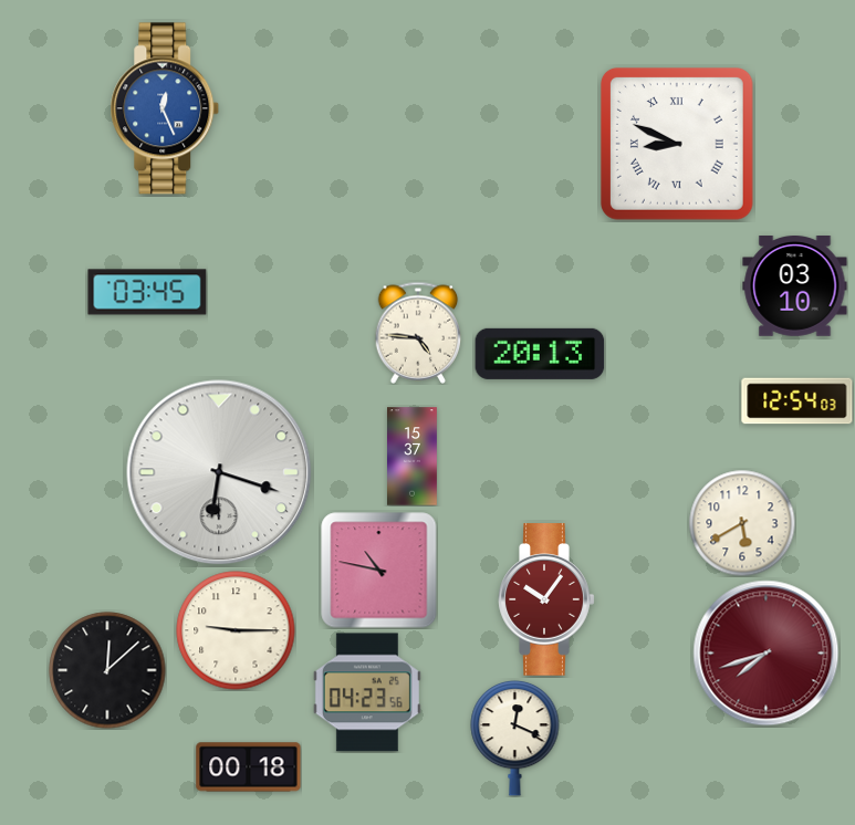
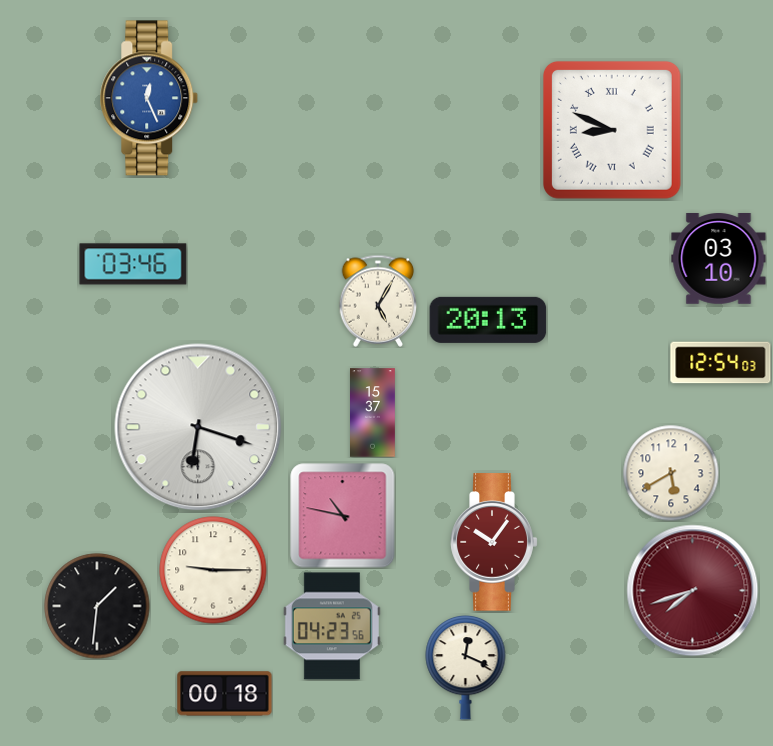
clock at (147, 292): 03:45 -> 03:46
clock at (418, 333): 4:46 -> 5:05
clock at (107, 670): 12:08 -> 1:31
